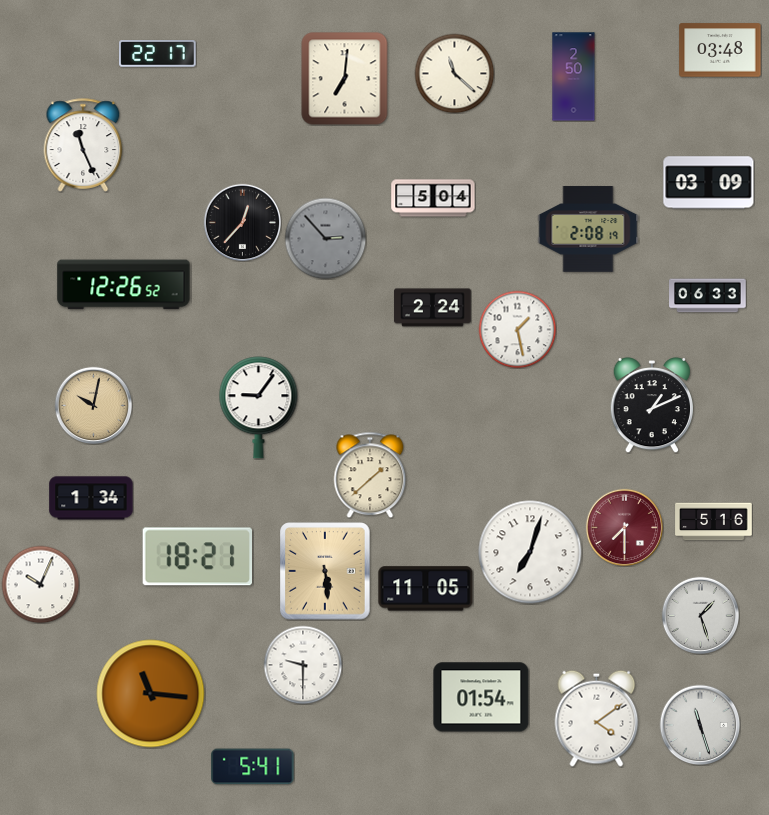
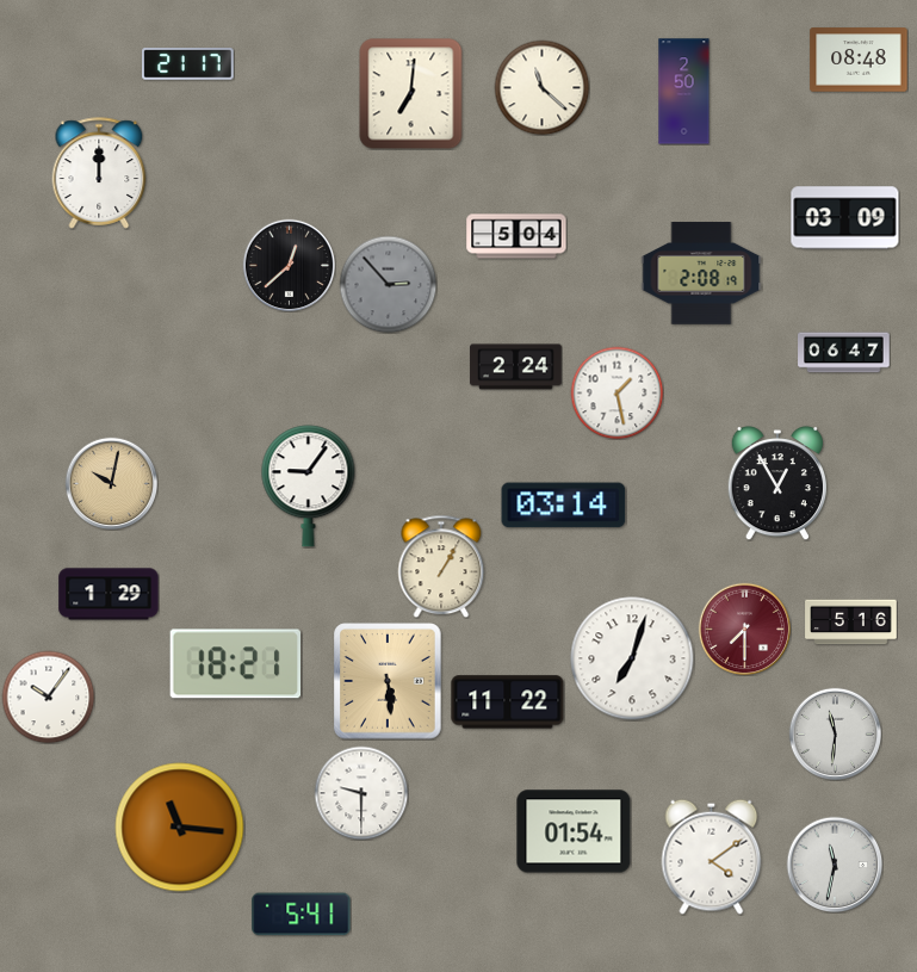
clock at (720, 50): 03:48 -> 08:48
clock at (158, 54): 22:17 -> 21:17
clock at (83, 145): 11:26 -> 12:00
clock at (242, 222): 12:37 -> 12:38
clock at (124, 285): 12:26 -> none
clock at (708, 296): 06:33 -> 06:47
clock at (651, 405): 1:11 -> 12:55
clock at (564, 506): none -> 03:14
clock at (370, 475): 1:38 -> 1:05
clock at (91, 498): 1:34 -> 1:29
clock at (40, 584): 10:04 -> 10:06
clock at (426, 589): 11:05 -> 11:22
clock at (700, 615): 1:27 -> 11:31
clock at (700, 725): 11:27 -> 11:32
